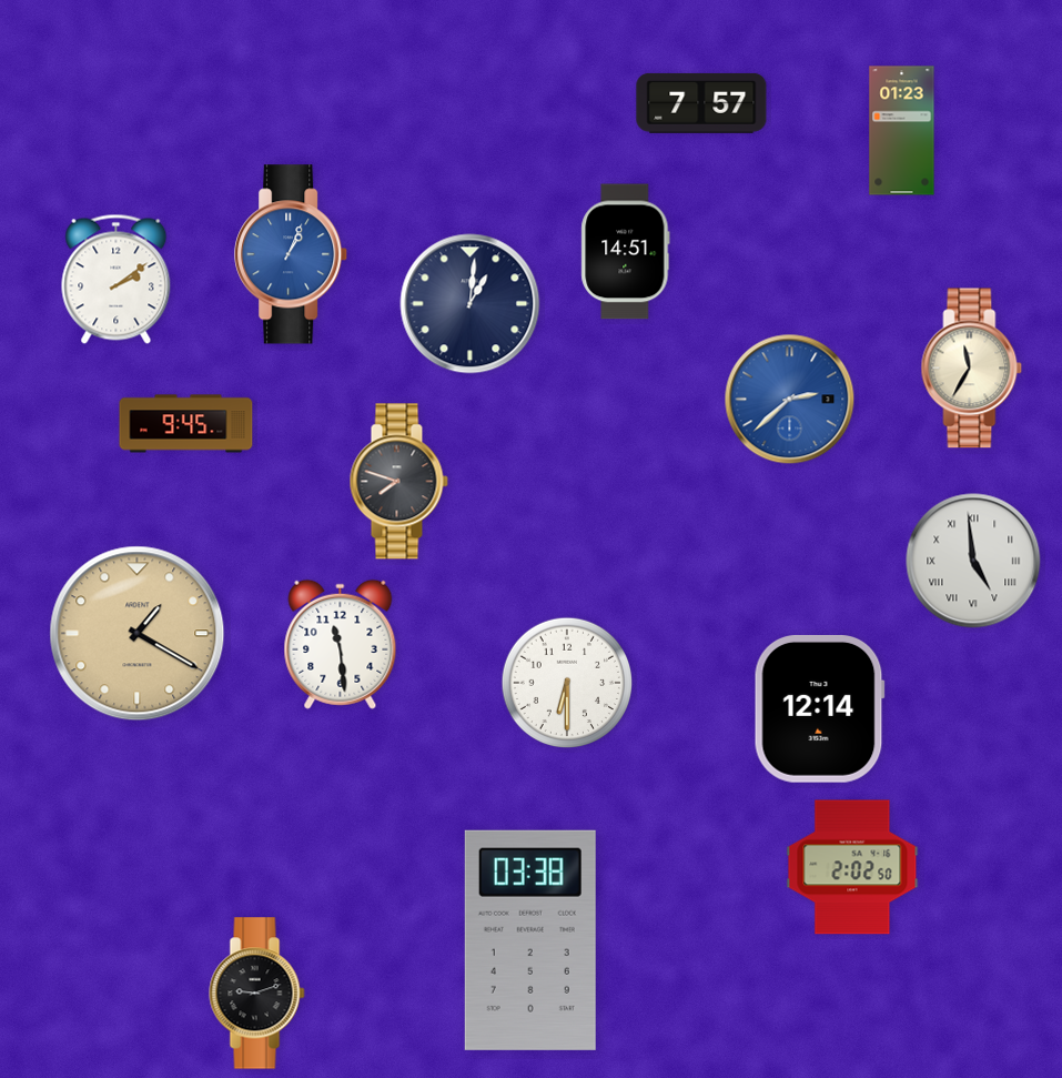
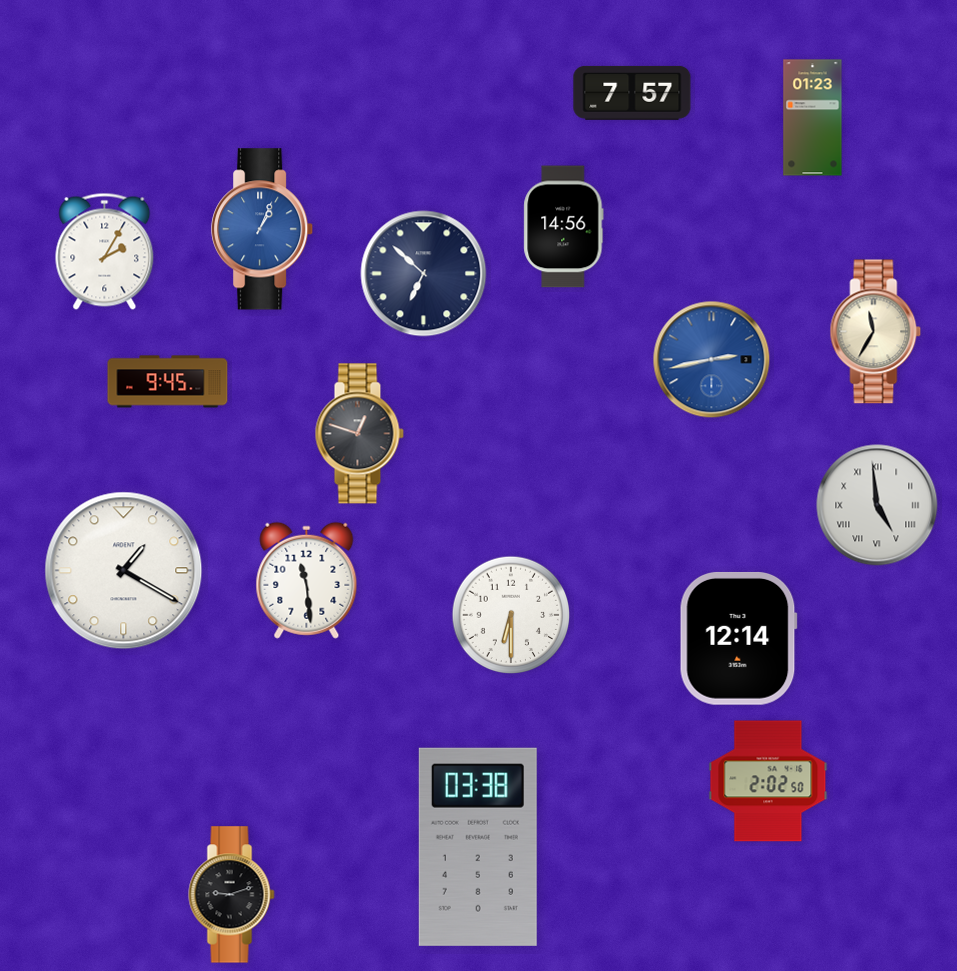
clock at (626, 252): 14:51 -> 14:56
clock at (117, 279): 2:09 -> 2:05
clock at (471, 304): 1:01 -> 6:52
clock at (790, 400): 2:38 -> 2:43
clock at (398, 482): 7:48 -> 12:48
clock at (138, 634) dial: champagne -> white
